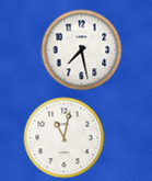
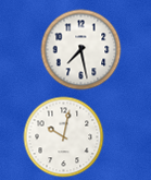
clock at (65, 138): 11:02 -> 10:02
